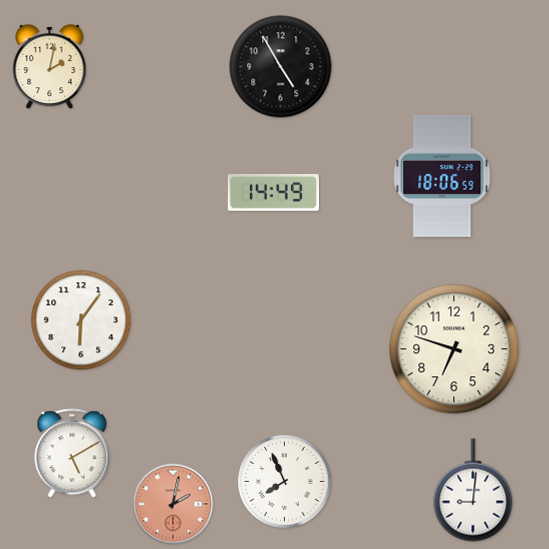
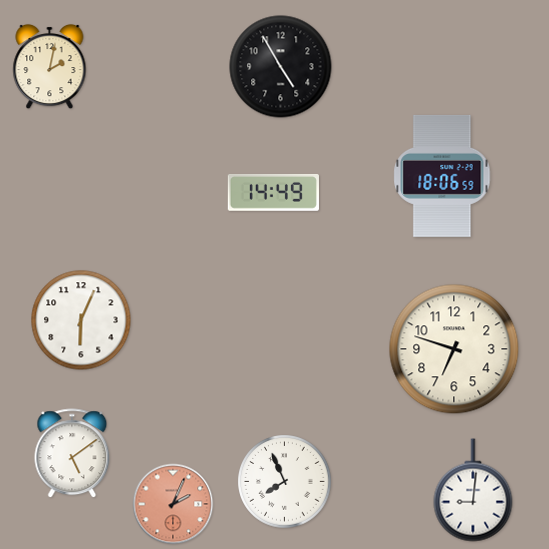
clock at (81, 320): 6:06 -> 6:04
clock at (72, 454): 5:10 -> 5:09
clock at (173, 504): 2:02 -> 2:04
